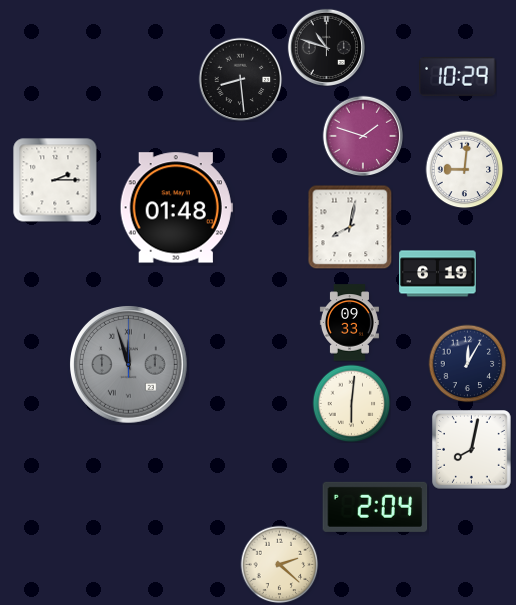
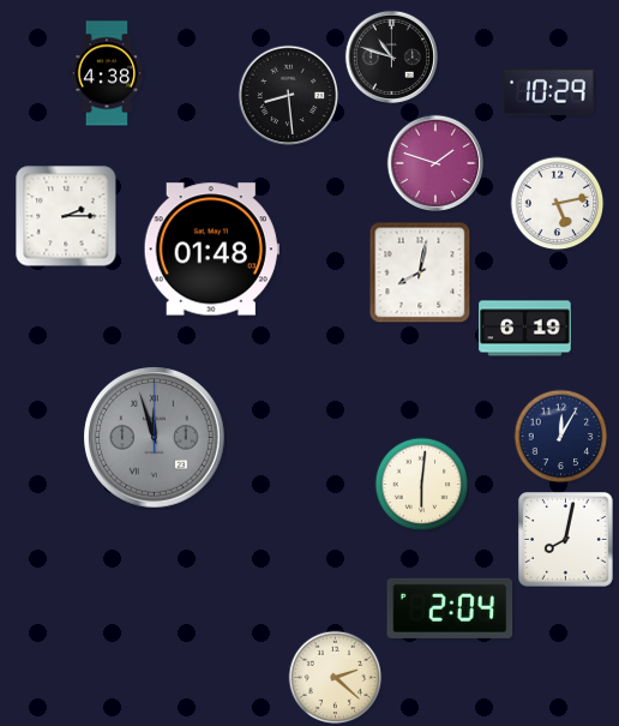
clock at (107, 73): none -> 4:38
clock at (464, 169): 9:01 -> 5:13
clock at (349, 323): 09:33 -> none
